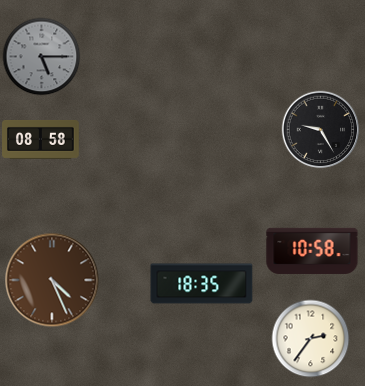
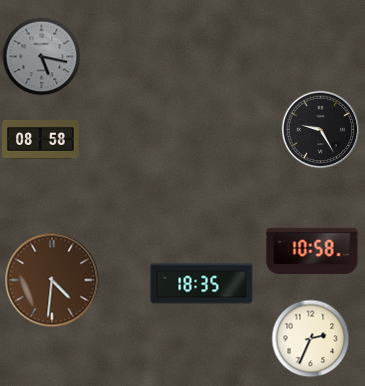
clock at (41, 56): 5:15 -> 5:17
clock at (52, 280): 4:26 -> 4:31
clock at (310, 338): 2:36 -> 2:34
